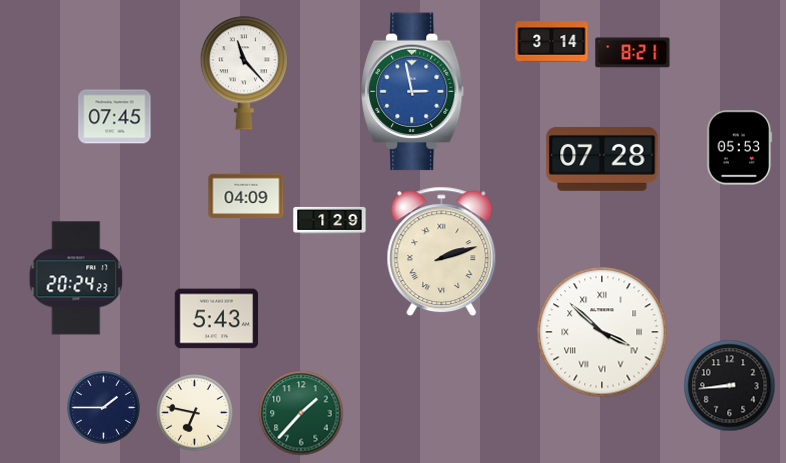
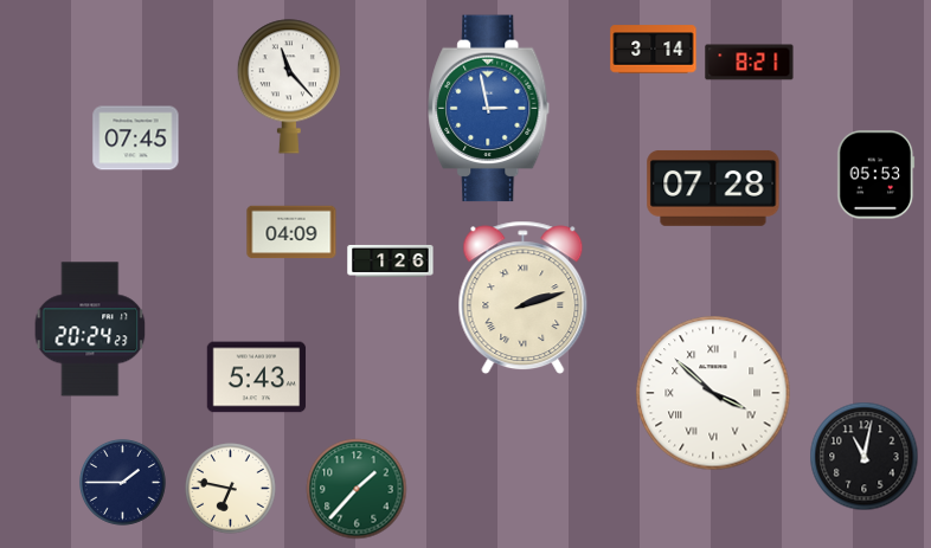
clock at (330, 220): 1:29 -> 1:26
clock at (730, 386): 8:44 -> 11:02
